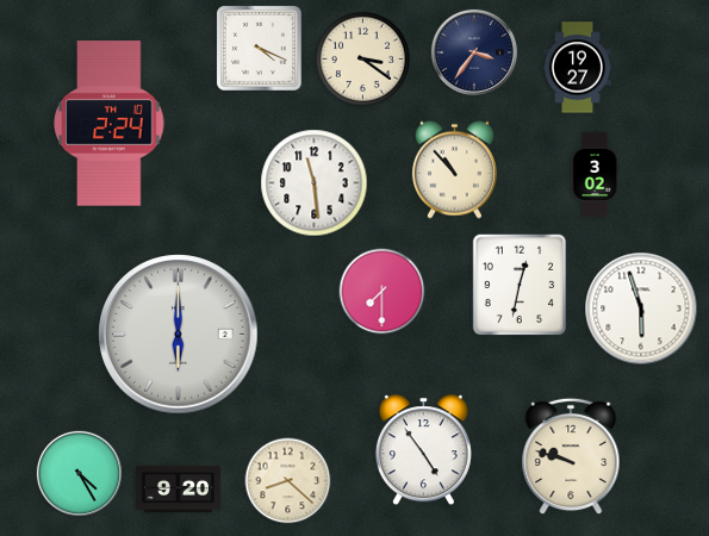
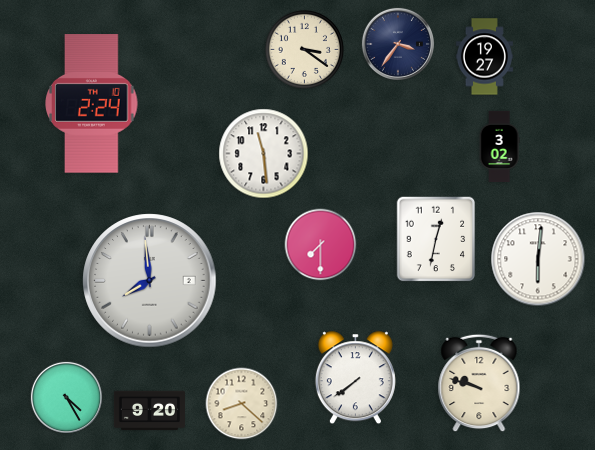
clock at (260, 49): 4:19 -> none
clock at (454, 169): 10:53 -> none
clock at (641, 308): 5:57 -> 6:01
clock at (179, 335): 6:00 -> 7:59
clock at (423, 450): 4:54 -> 7:39
